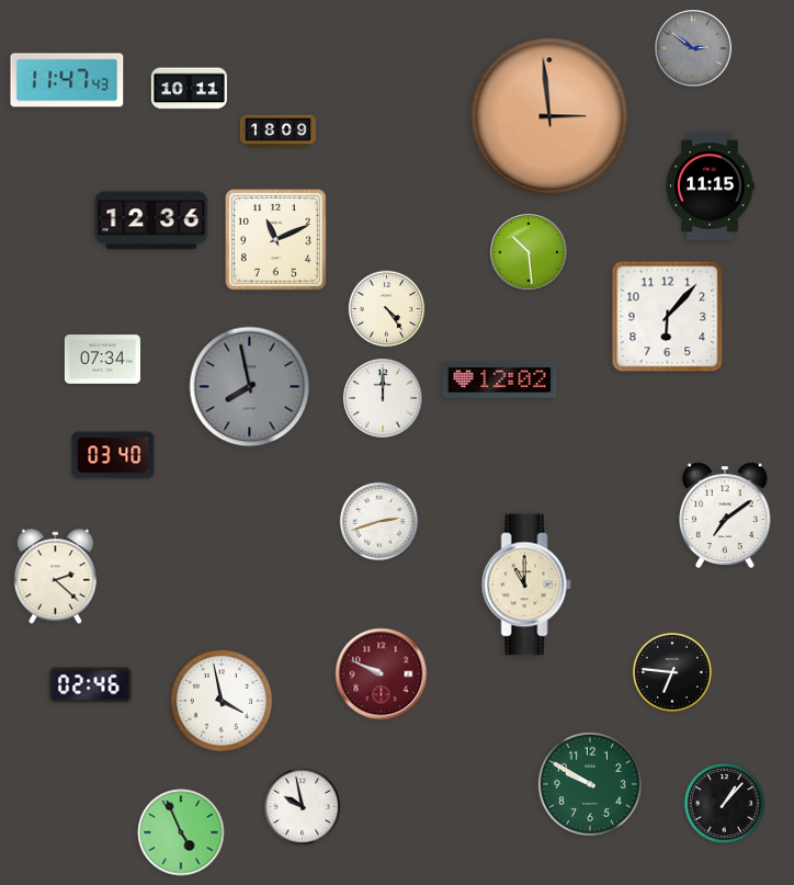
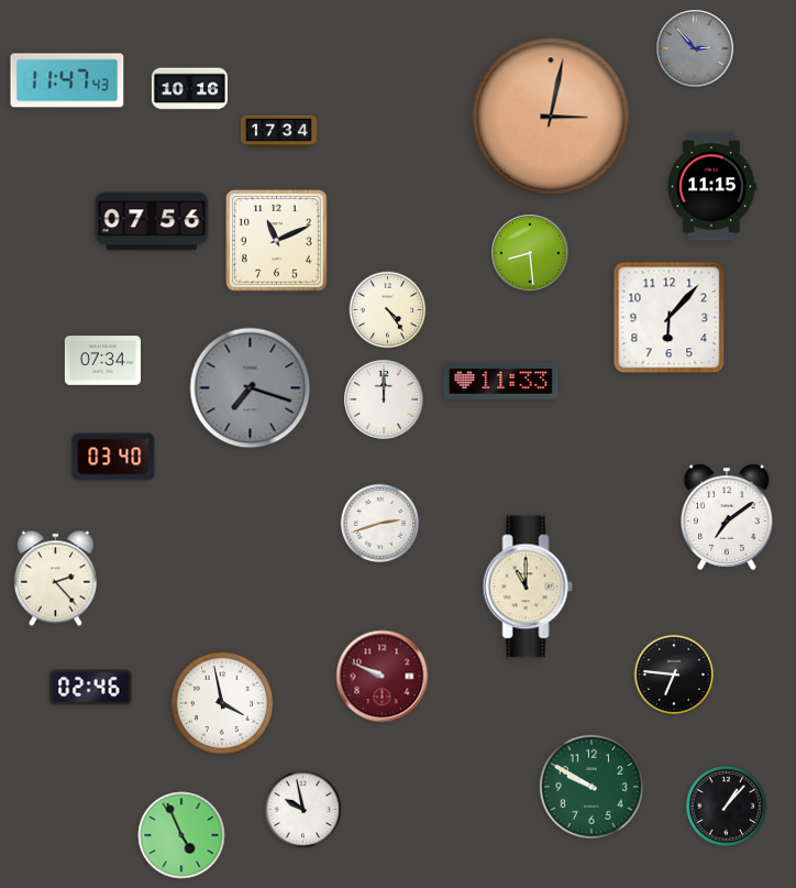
clock at (694, 49): 2:51 -> 2:53
clock at (189, 89): 10:11 -> 10:16
clock at (549, 116): 2:59 -> 3:02
clock at (277, 132): 18:09 -> 17:34
clock at (151, 220): 12:36 -> 07:56
clock at (530, 253): 10:29 -> 8:29
clock at (500, 379): 12:02 -> 11:33
clock at (250, 387): 7:58 -> 7:18
clock at (55, 577): 2:22 -> 2:23
